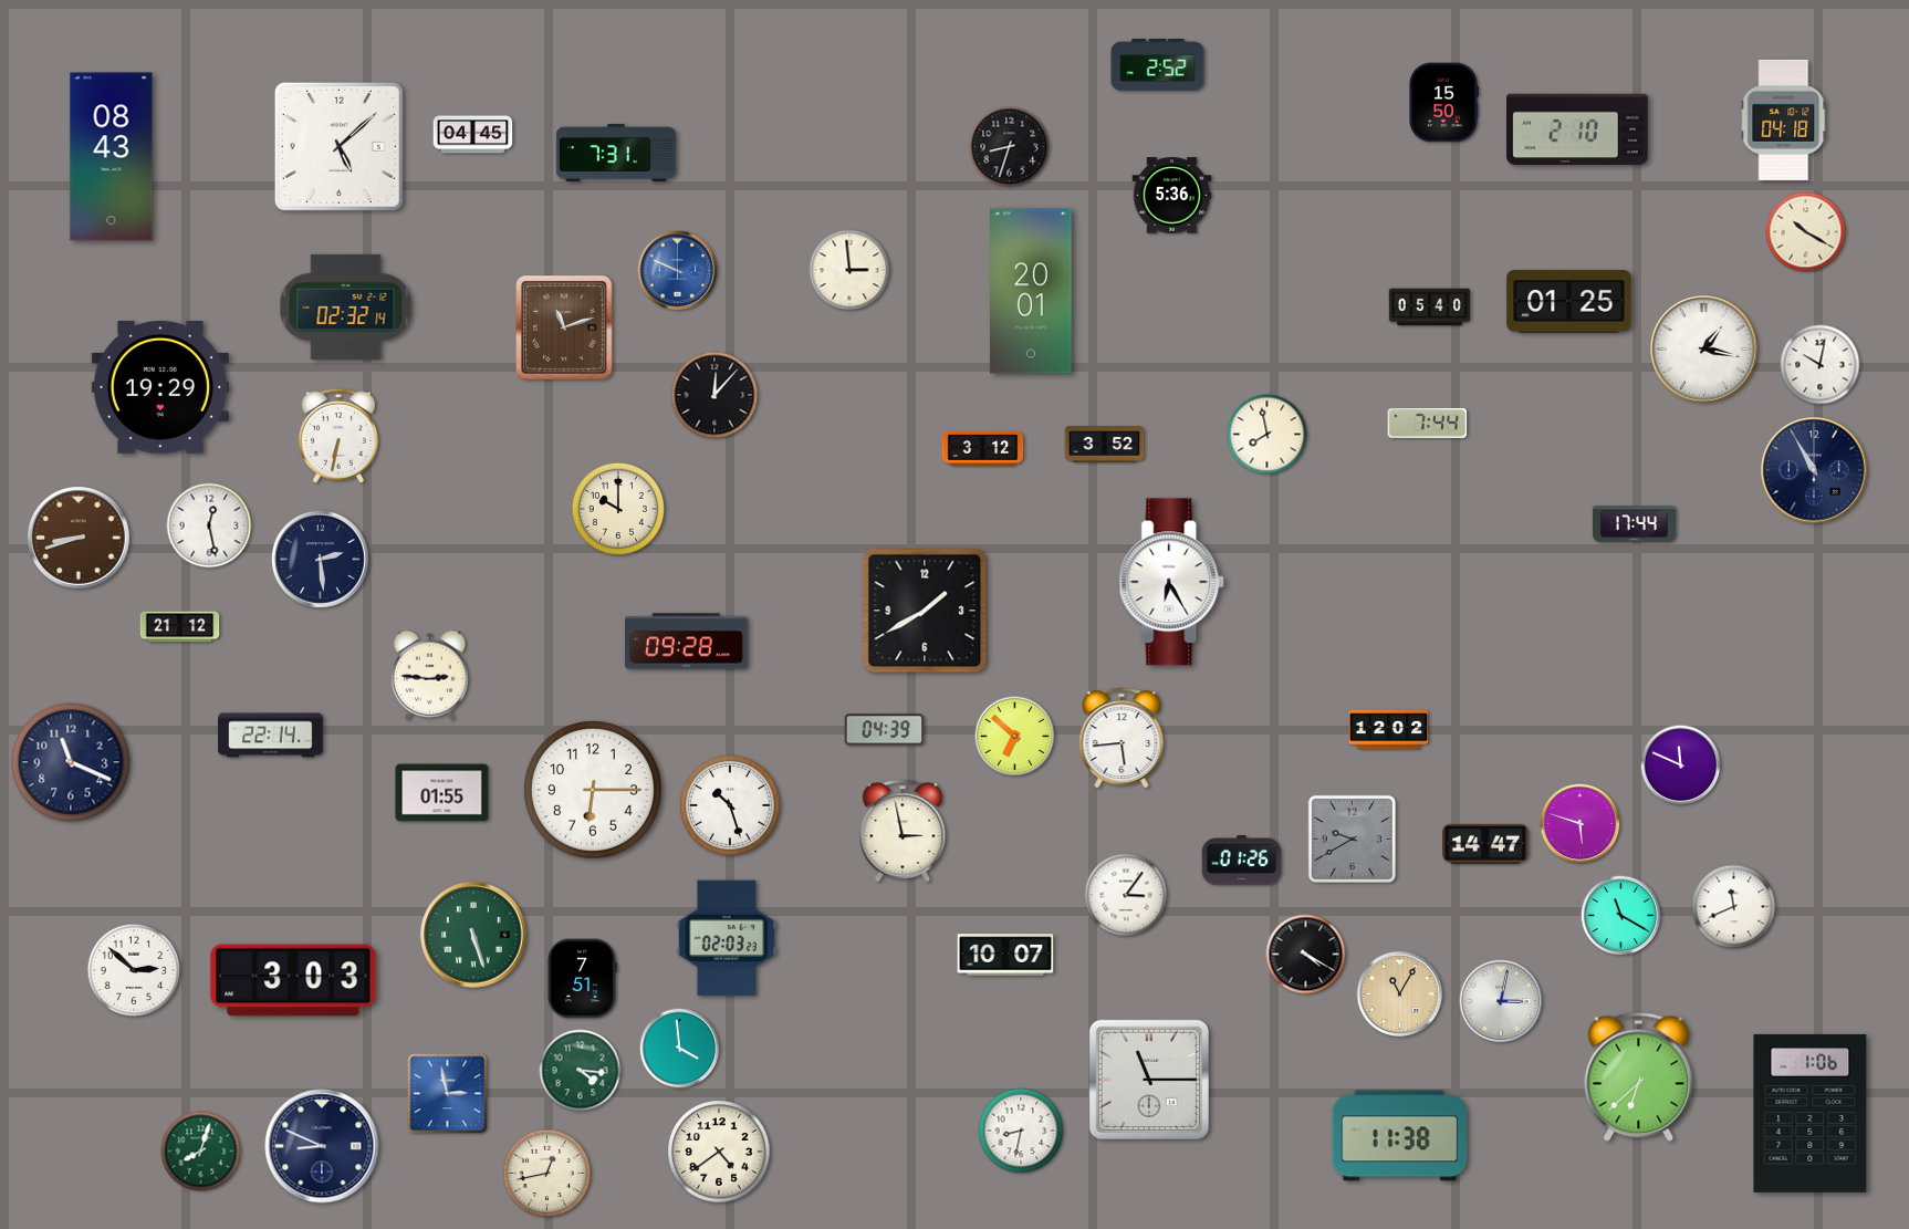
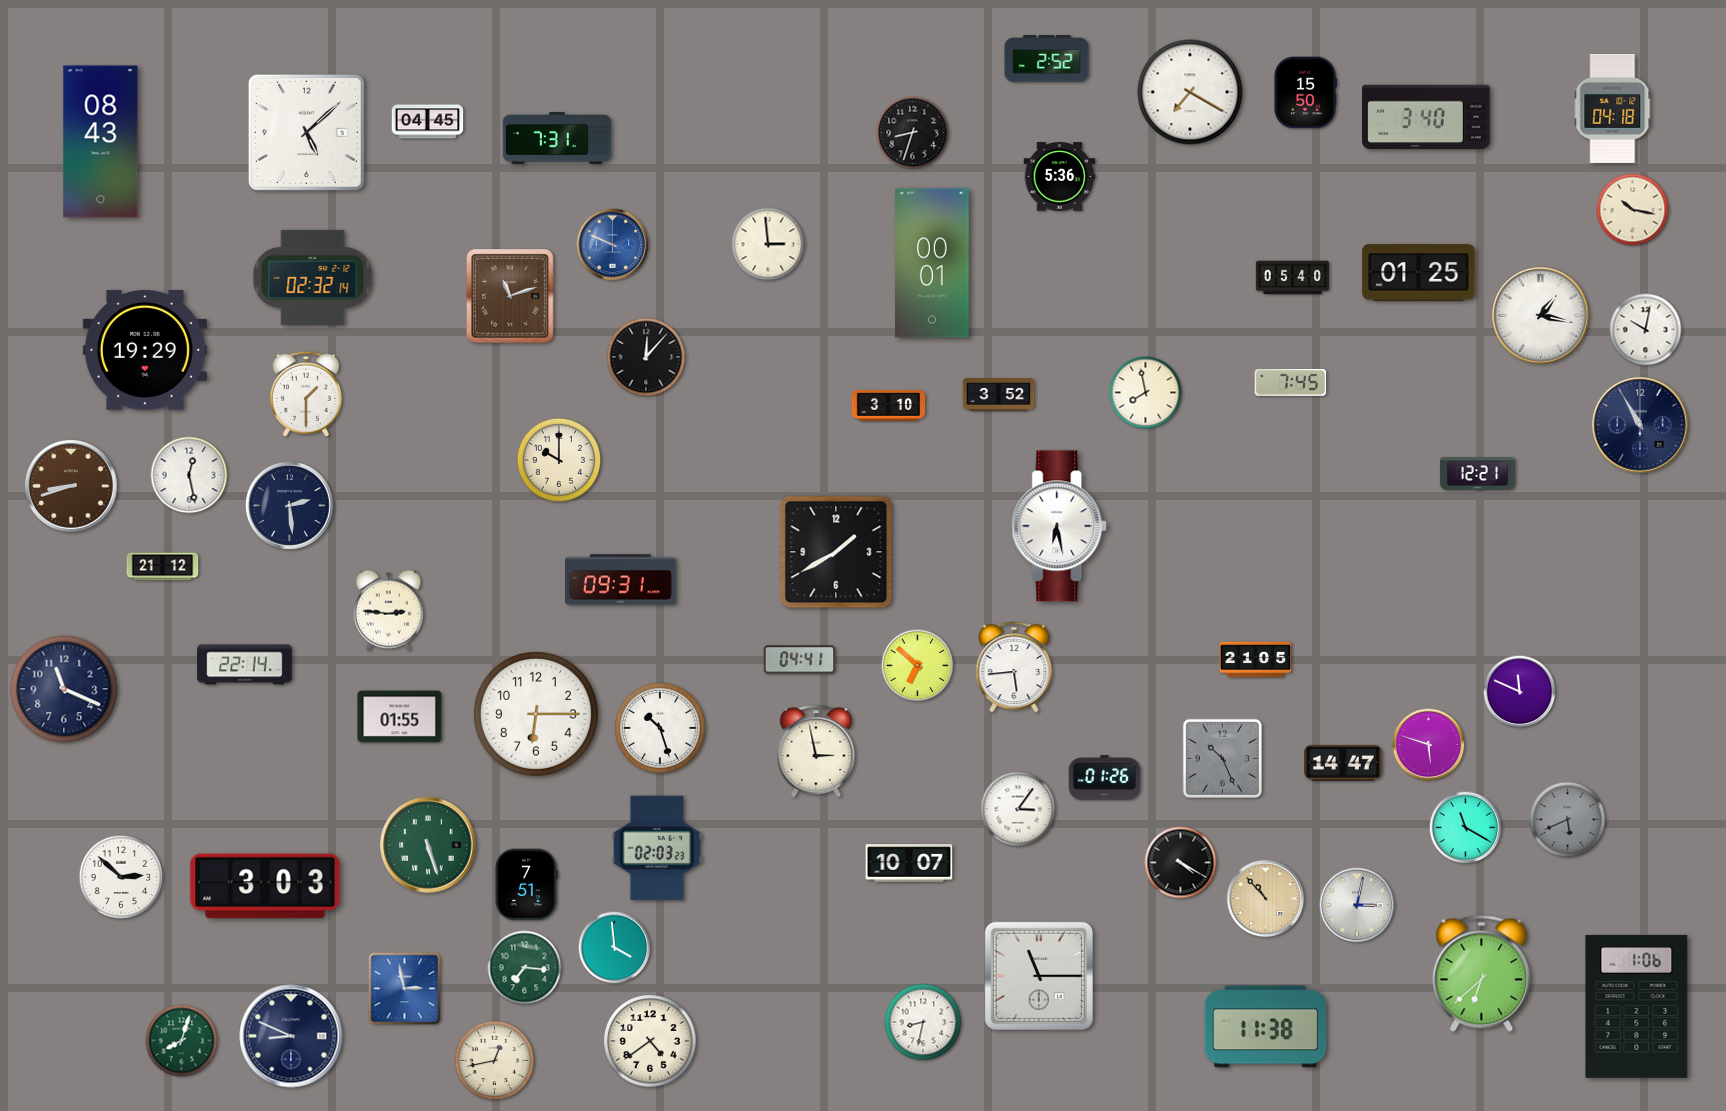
clock at (1190, 92): none -> 7:20
clock at (1577, 129): 2:10 -> 3:40
clock at (1806, 232): 10:20 -> 10:17
clock at (1031, 291): 20:01 -> 00:01
clock at (1428, 423): 7:44 -> 7:45
clock at (338, 436): 6:32 -> 1:30
clock at (1105, 445) position: (1105, 445) -> (999, 395)
clock at (983, 449): 3:12 -> 3:10
clock at (1634, 524): 17:44 -> 12:21
clock at (1172, 582): 6:25 -> 6:28
clock at (687, 642): 09:28 -> 09:31
clock at (885, 730): 04:39 -> 04:41
clock at (1389, 730): 12:02 -> 21:05
clock at (1352, 839): 9:40 -> 10:26
clock at (1242, 861) position: (1242, 861) -> (1105, 778)
clock at (1734, 907): 11:41 -> 5:41
clock at (1734, 907) dial: white -> grey
clock at (1400, 994): 11:05 -> 10:53
clock at (581, 1071): 4:16 -> 7:16
